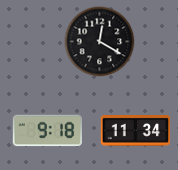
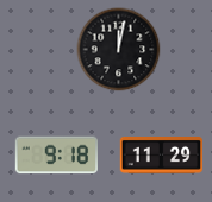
clock at (100, 42): 12:20 -> 12:02
clock at (136, 131): 11:34 -> 11:29
